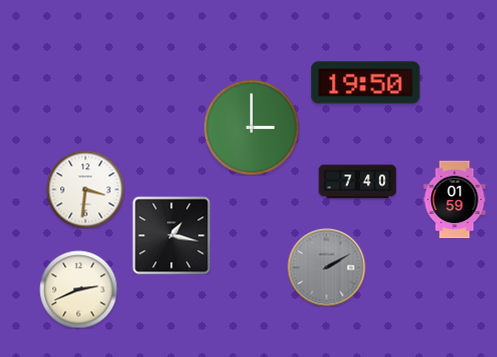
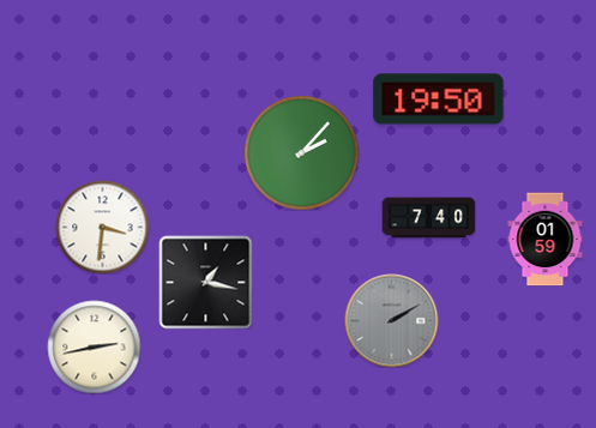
clock at (251, 127): 3:00 -> 2:07
clock at (78, 289): 2:41 -> 2:43
